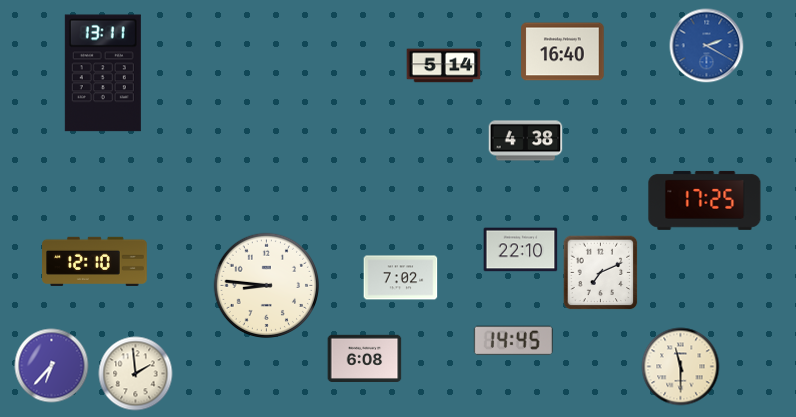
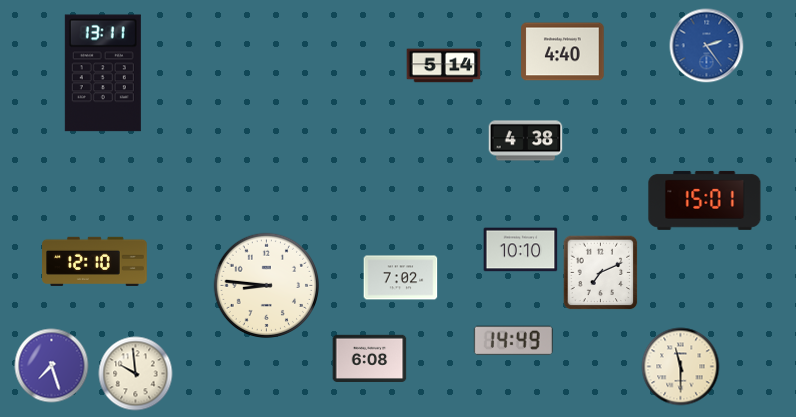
clock at (707, 46): 2:20 -> 2:24
clock at (563, 52): 16:40 -> 4:40
clock at (705, 200): 17:25 -> 15:01
clock at (521, 250): 22:10 -> 10:10
clock at (513, 341): 14:45 -> 14:49
clock at (365, 359) position: (365, 359) -> (370, 359)
clock at (52, 366): 6:37 -> 7:27
clock at (136, 374): 1:59 -> 9:59
